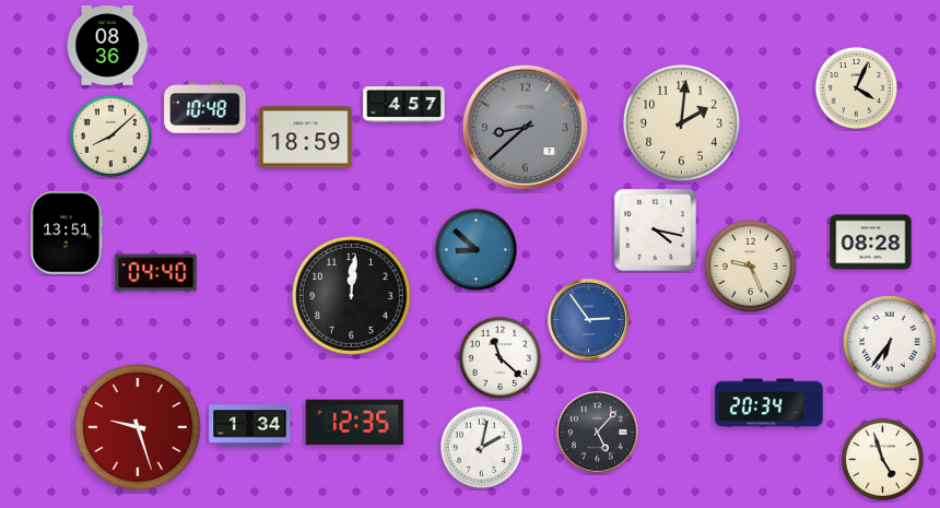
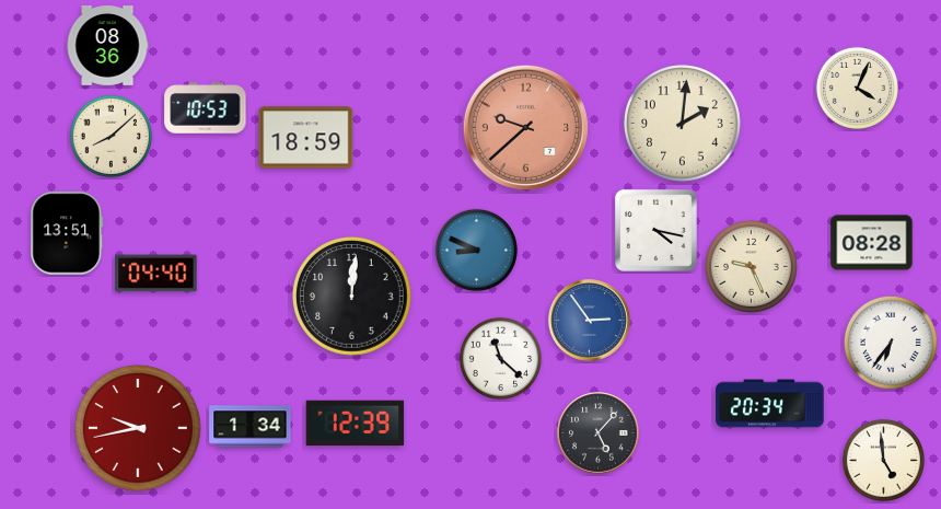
clock at (404, 105): 4:57 -> none
clock at (205, 108): 10:48 -> 10:53
clock at (525, 127): 8:38 -> 9:38
clock at (525, 127) dial: grey -> salmon
clock at (475, 249): 8:52 -> 8:49
clock at (355, 423): 12:35 -> 12:39
clock at (138, 427): 9:27 -> 9:43
clock at (481, 447): 2:02 -> none
clock at (882, 459): 4:57 -> 4:59
